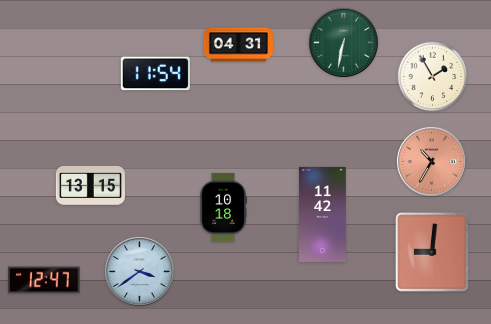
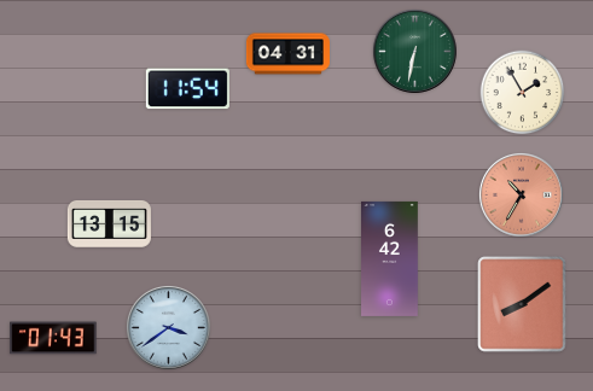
clock at (223, 207): 10:18 -> none
clock at (323, 214): 11:42 -> 6:42
clock at (432, 252): 9:01 -> 8:09
clock at (44, 280): 12:47 -> 01:43
